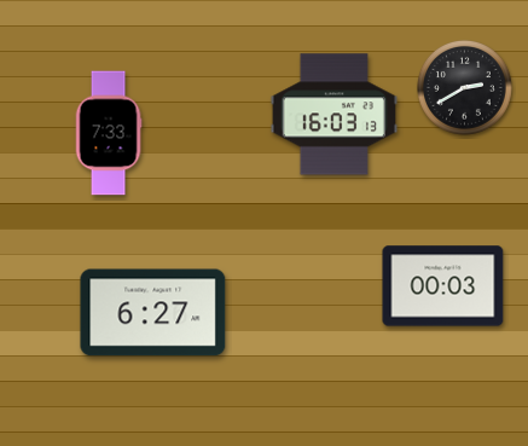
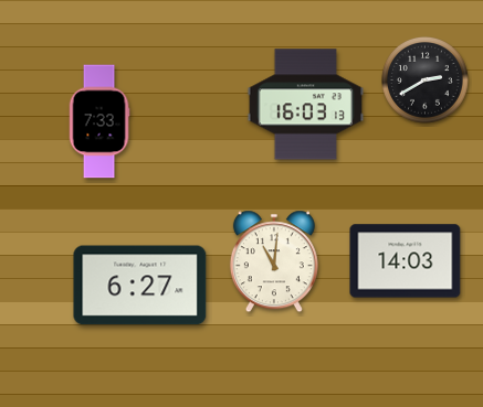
clock at (274, 261): none -> 11:01
clock at (443, 286): 00:03 -> 14:03
